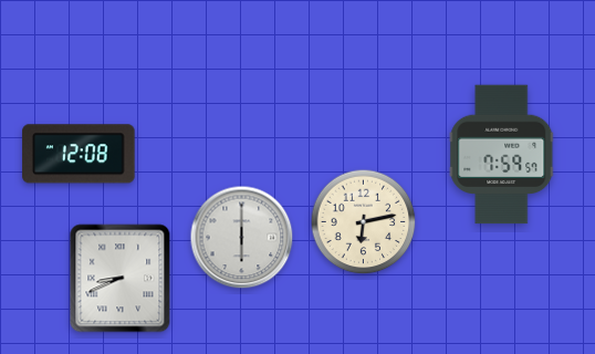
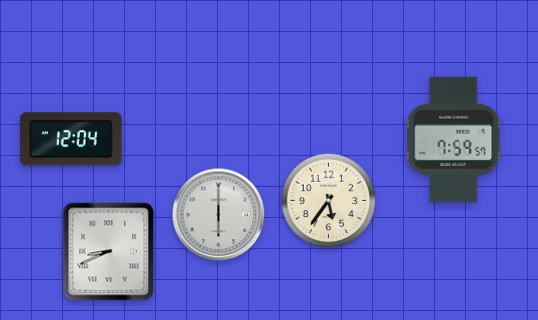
clock at (79, 154): 12:08 -> 12:04
clock at (364, 222): 6:13 -> 5:36
